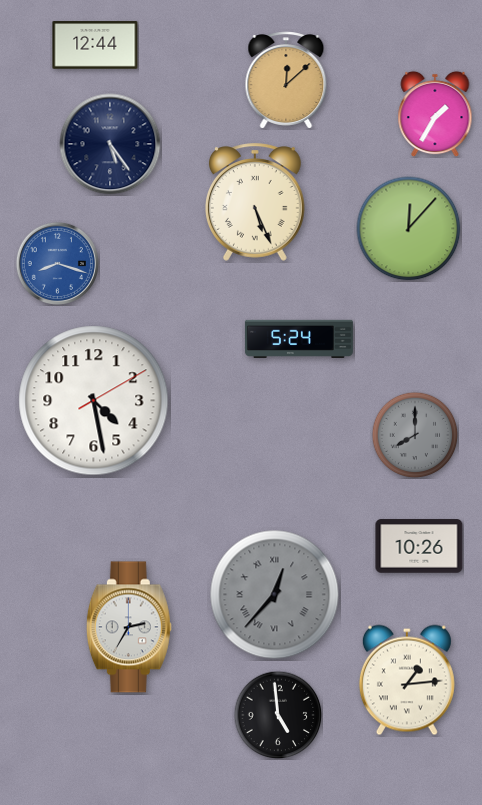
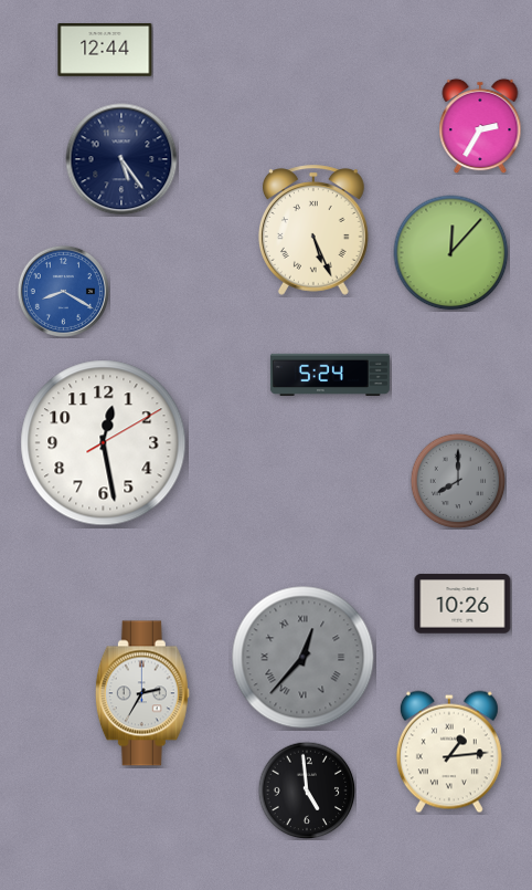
clock at (286, 80): 12:08 -> none
clock at (435, 114): 1:35 -> 2:35
clock at (255, 202) position: (255, 202) -> (313, 230)
clock at (57, 263): 8:18 -> 8:20
clock at (94, 401): 4:28 -> 12:28
